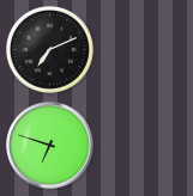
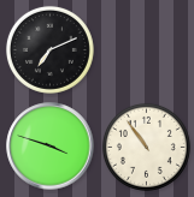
clock at (50, 146): 6:48 -> 3:48
clock at (146, 147): none -> 10:54
